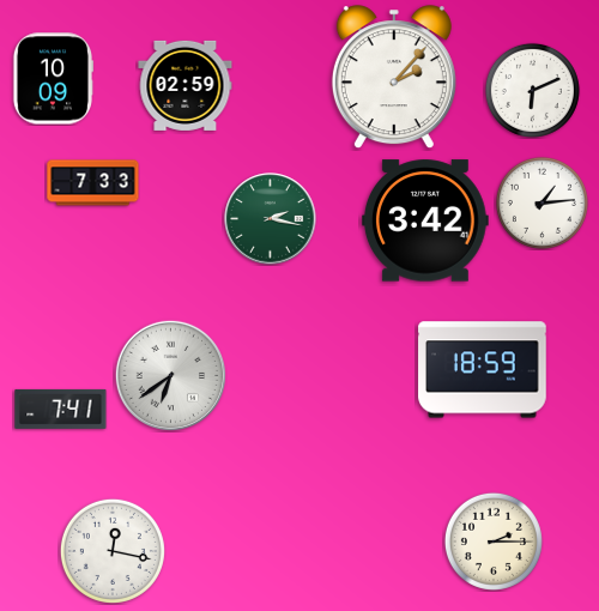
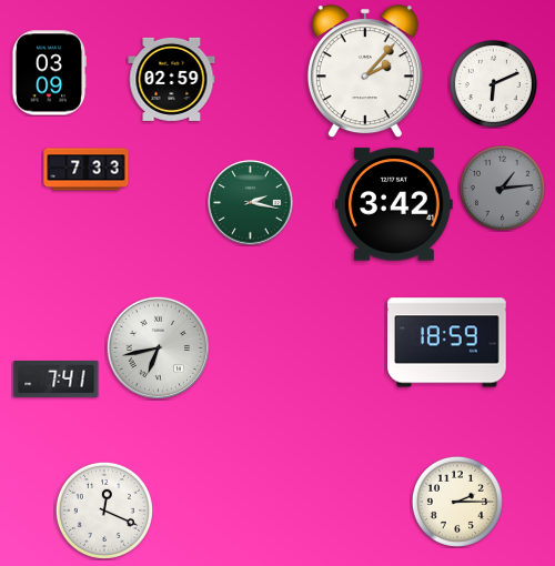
clock at (53, 79): 10:09 -> 03:09
clock at (541, 202) dial: white -> grey
clock at (170, 375): 6:39 -> 6:43
clock at (113, 551): 12:17 -> 12:19
